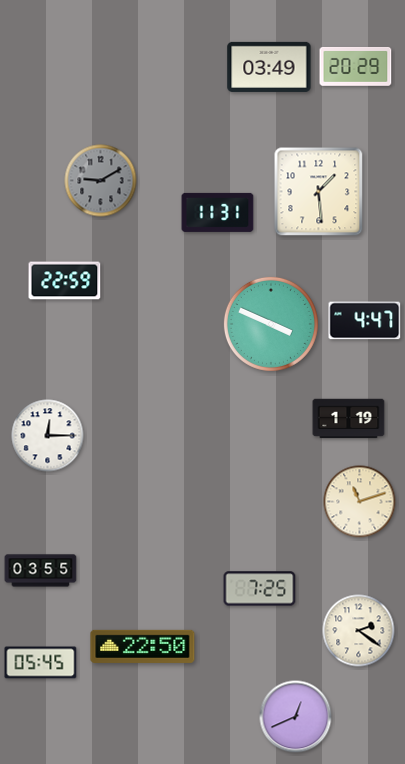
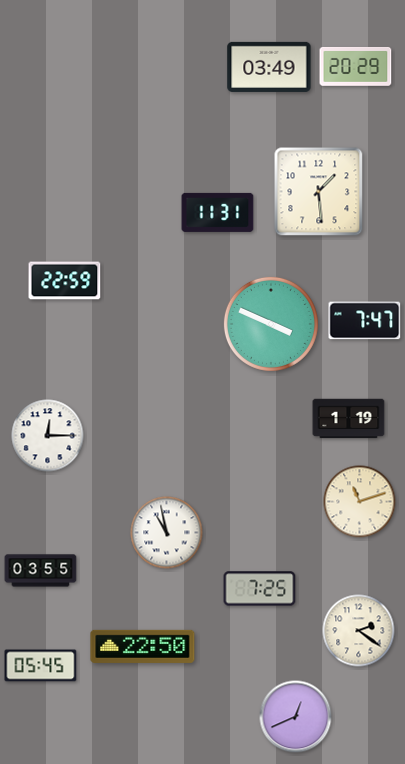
clock at (101, 181): 9:10 -> none
clock at (365, 321): 4:47 -> 7:47
clock at (167, 533): none -> 10:58
clock at (41, 663) position: (41, 663) -> (41, 666)
